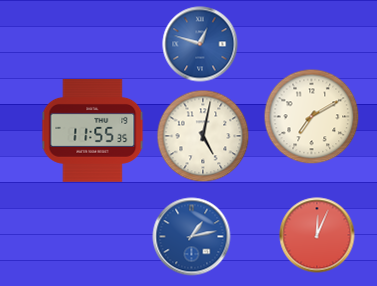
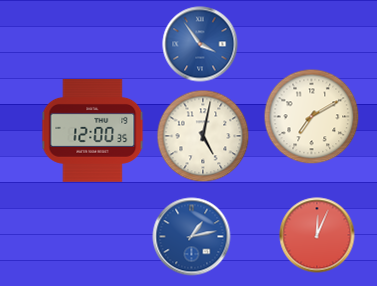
clock at (200, 44): 12:48 -> 3:54
clock at (93, 130): 11:55 -> 12:00
